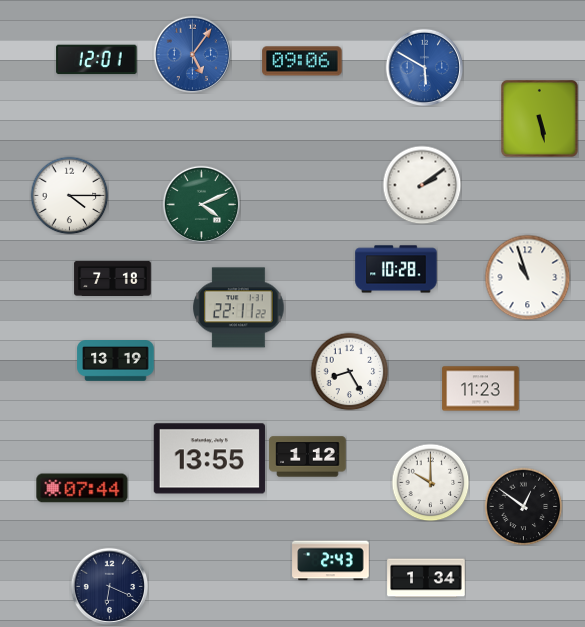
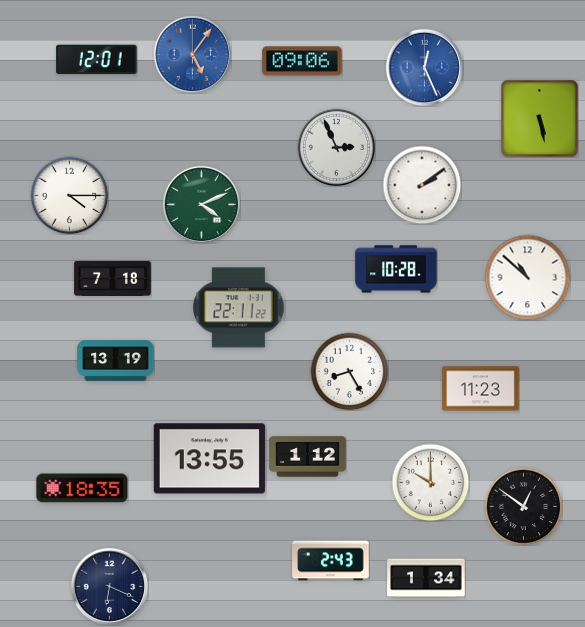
clock at (424, 67): 5:50 -> 12:26
clock at (336, 147): none -> 2:56
clock at (527, 277): 10:57 -> 10:52
clock at (82, 488): 07:44 -> 18:35
